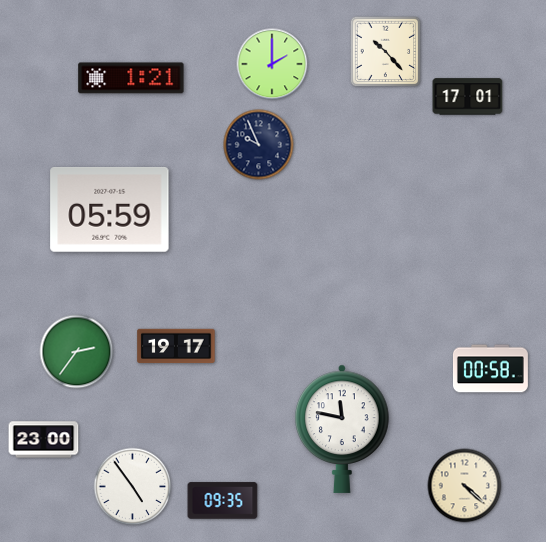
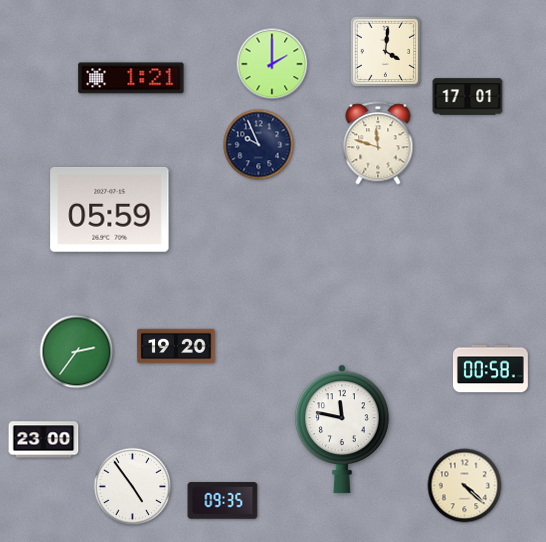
clock at (386, 52): 10:23 -> 4:01
clock at (378, 143): none -> 11:48
clock at (176, 346): 19:17 -> 19:20
